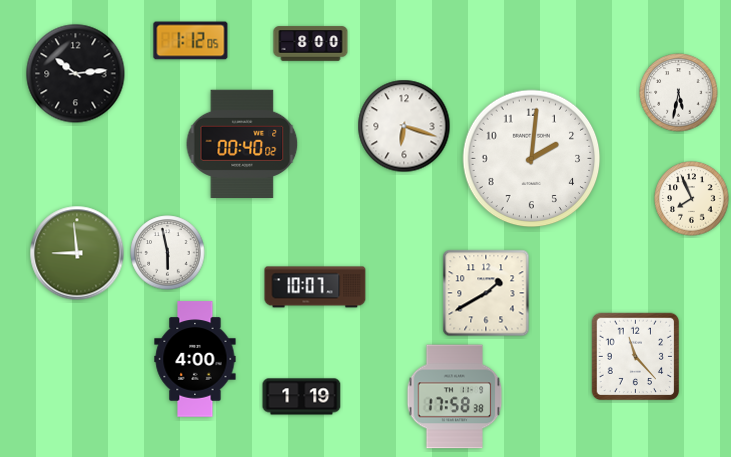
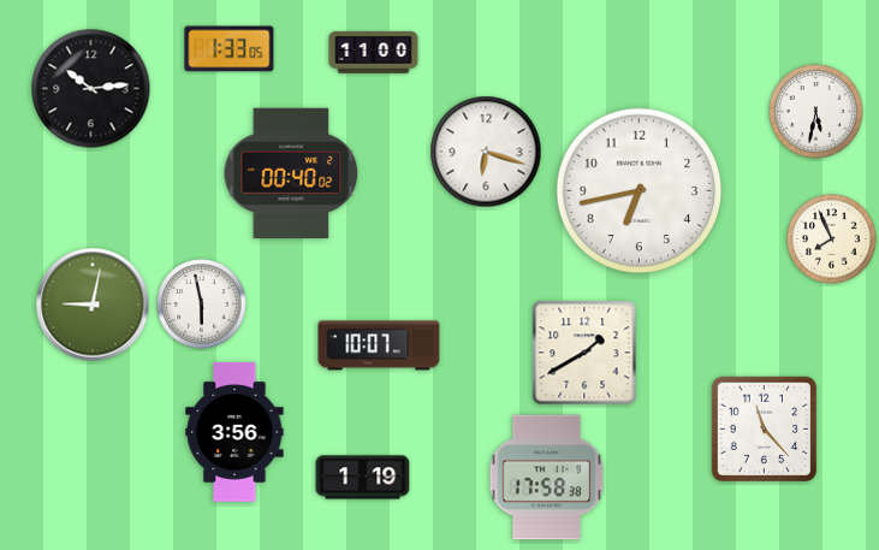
clock at (191, 41): 1:12 -> 1:33
clock at (311, 44): 8:00 -> 11:00
clock at (532, 159): 2:01 -> 6:43
clock at (77, 253): 8:59 -> 9:02
clock at (195, 359): 4:00 -> 3:56
